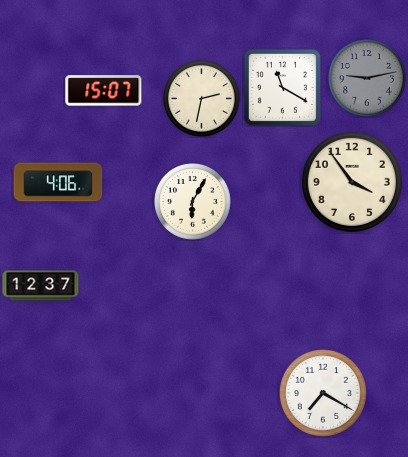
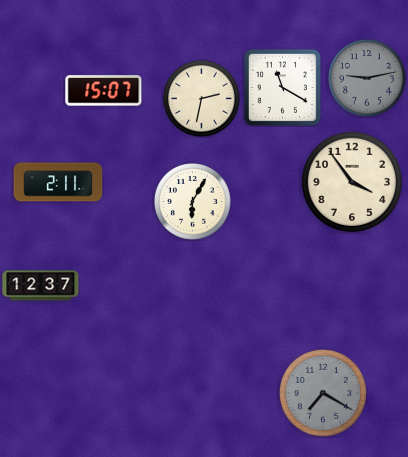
clock at (58, 182): 4:06 -> 2:11
clock at (323, 393) dial: white -> grey
